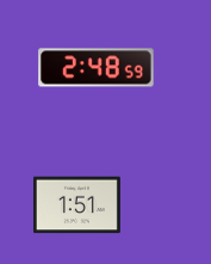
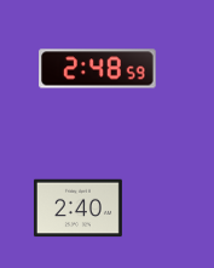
clock at (76, 205): 1:51 -> 2:40
